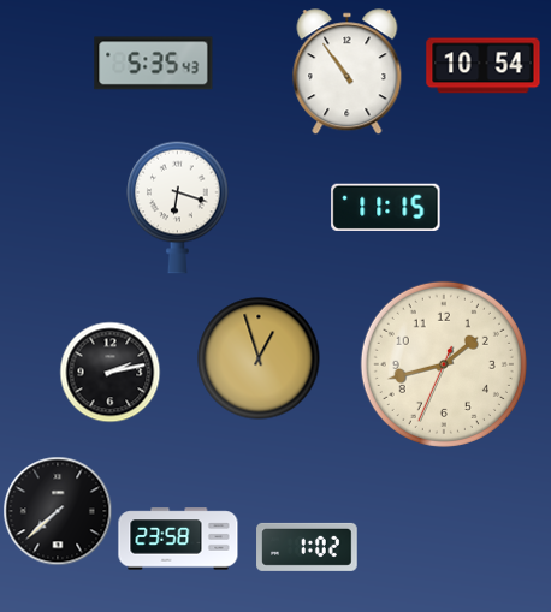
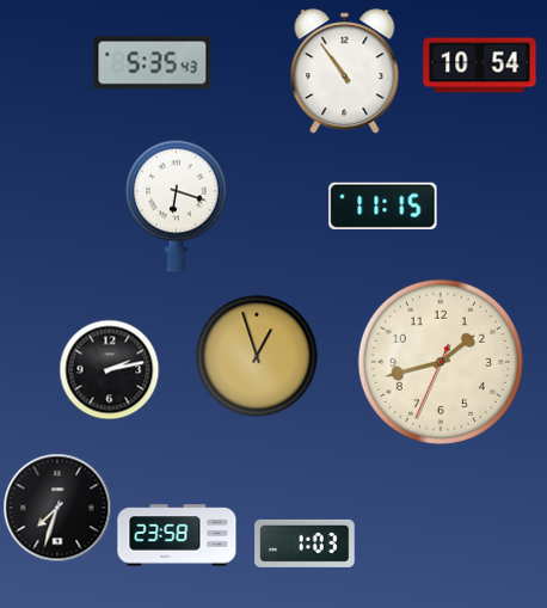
clock at (58, 511): 7:38 -> 7:33
clock at (307, 547): 1:02 -> 1:03
